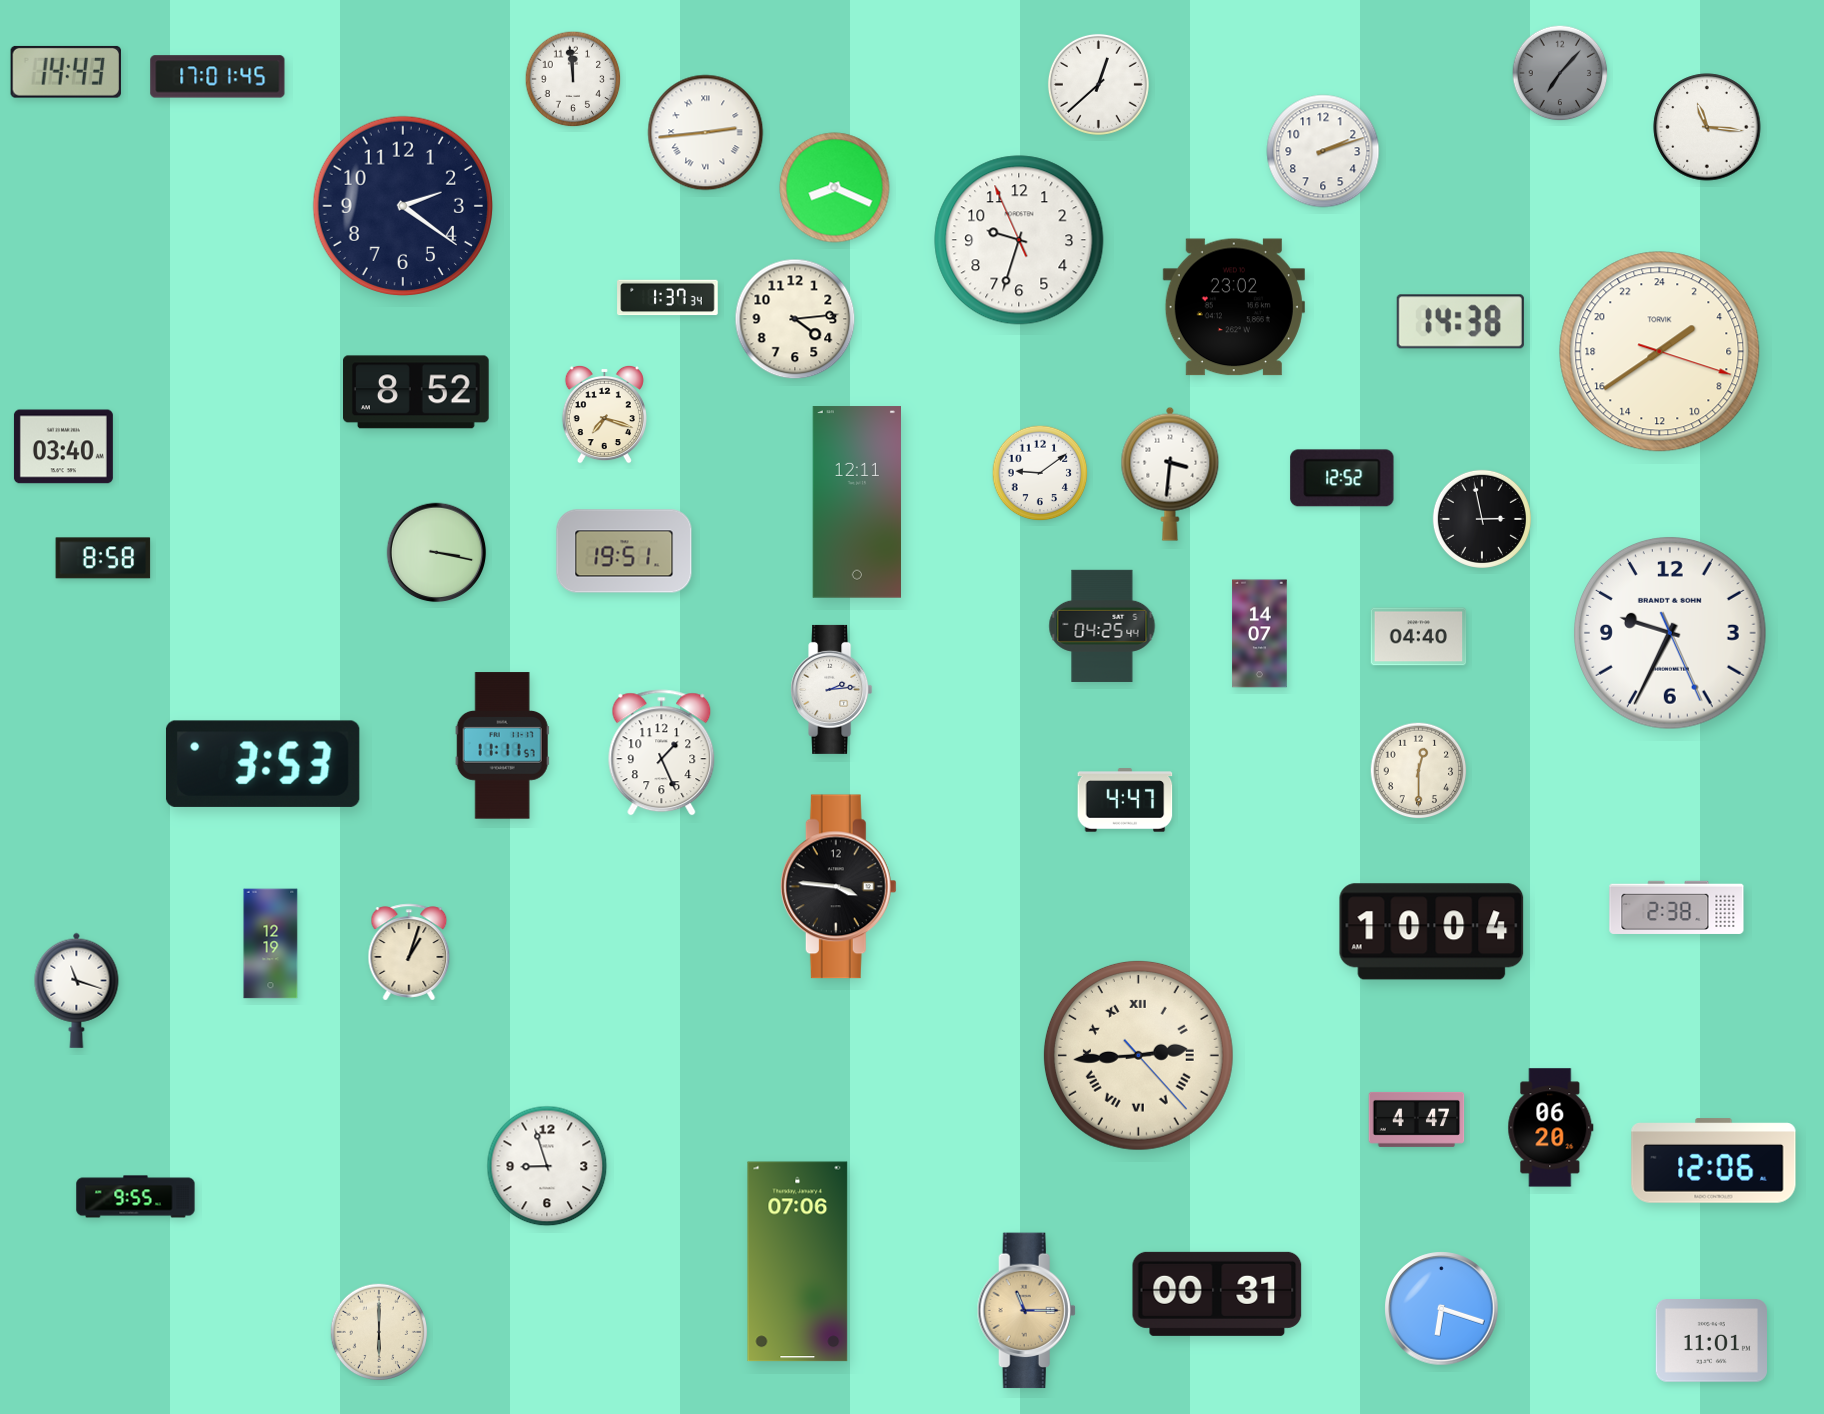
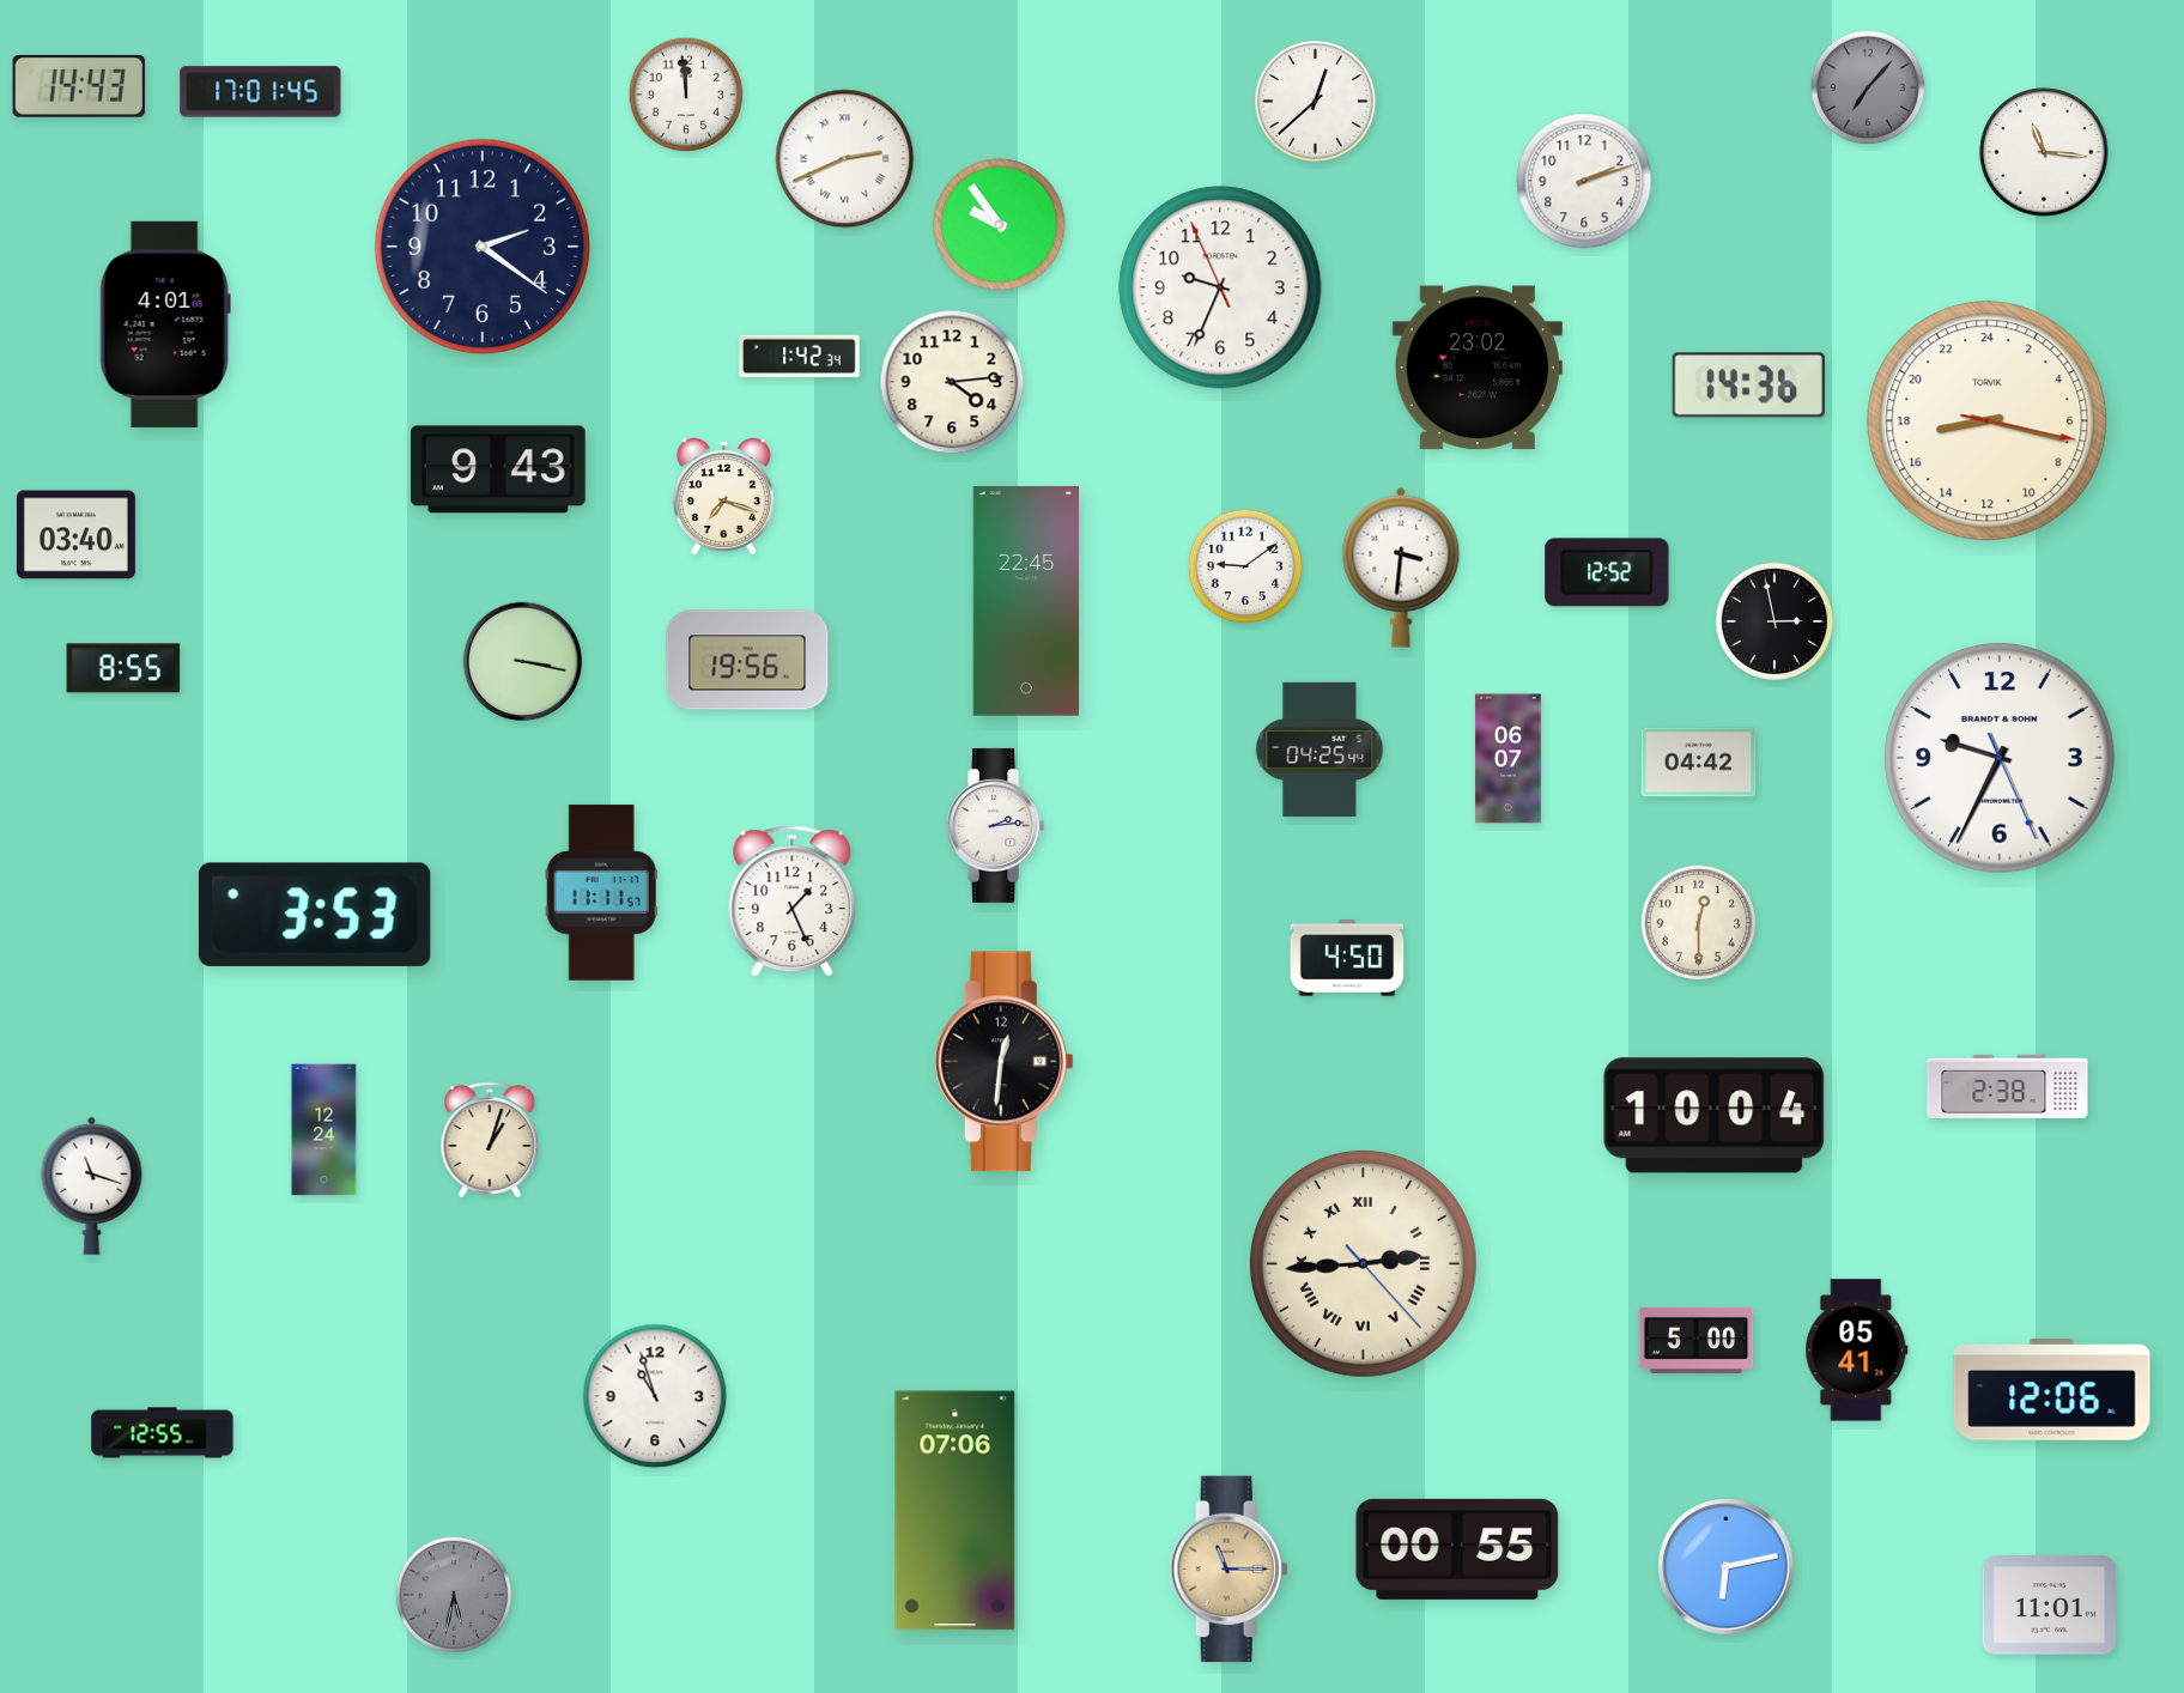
clock at (706, 133): 2:44 -> 2:41
clock at (835, 188): 8:19 -> 9:54
clock at (1019, 240): 9:32 -> 9:33
clock at (165, 324): none -> 4:01
clock at (668, 298): 1:37 -> 1:42
clock at (1460, 322): 14:38 -> 14:36
clock at (1660, 352): 3:39 -> 17:17
clock at (417, 392): 8:52 -> 9:43
clock at (856, 502): 12:11 -> 22:45
clock at (624, 551): 19:51 -> 19:56
clock at (103, 558): 8:58 -> 8:55
clock at (1260, 634): 14:07 -> 06:07
clock at (1419, 637): 04:40 -> 04:42
clock at (1125, 800): 4:47 -> 4:50
clock at (838, 887): 3:46 -> 12:31
clock at (271, 944): 12:19 -> 12:24
clock at (1417, 1119): 4:47 -> 5:00
clock at (1551, 1128): 06:20 -> 05:41
clock at (547, 1166): 8:57 -> 10:57
clock at (136, 1197): 9:55 -> 12:55
clock at (1217, 1294): 00:31 -> 00:55
clock at (1442, 1309): 6:18 -> 6:13
clock at (379, 1332): 6:00 -> 5:32
clock at (379, 1332) dial: cream -> grey
